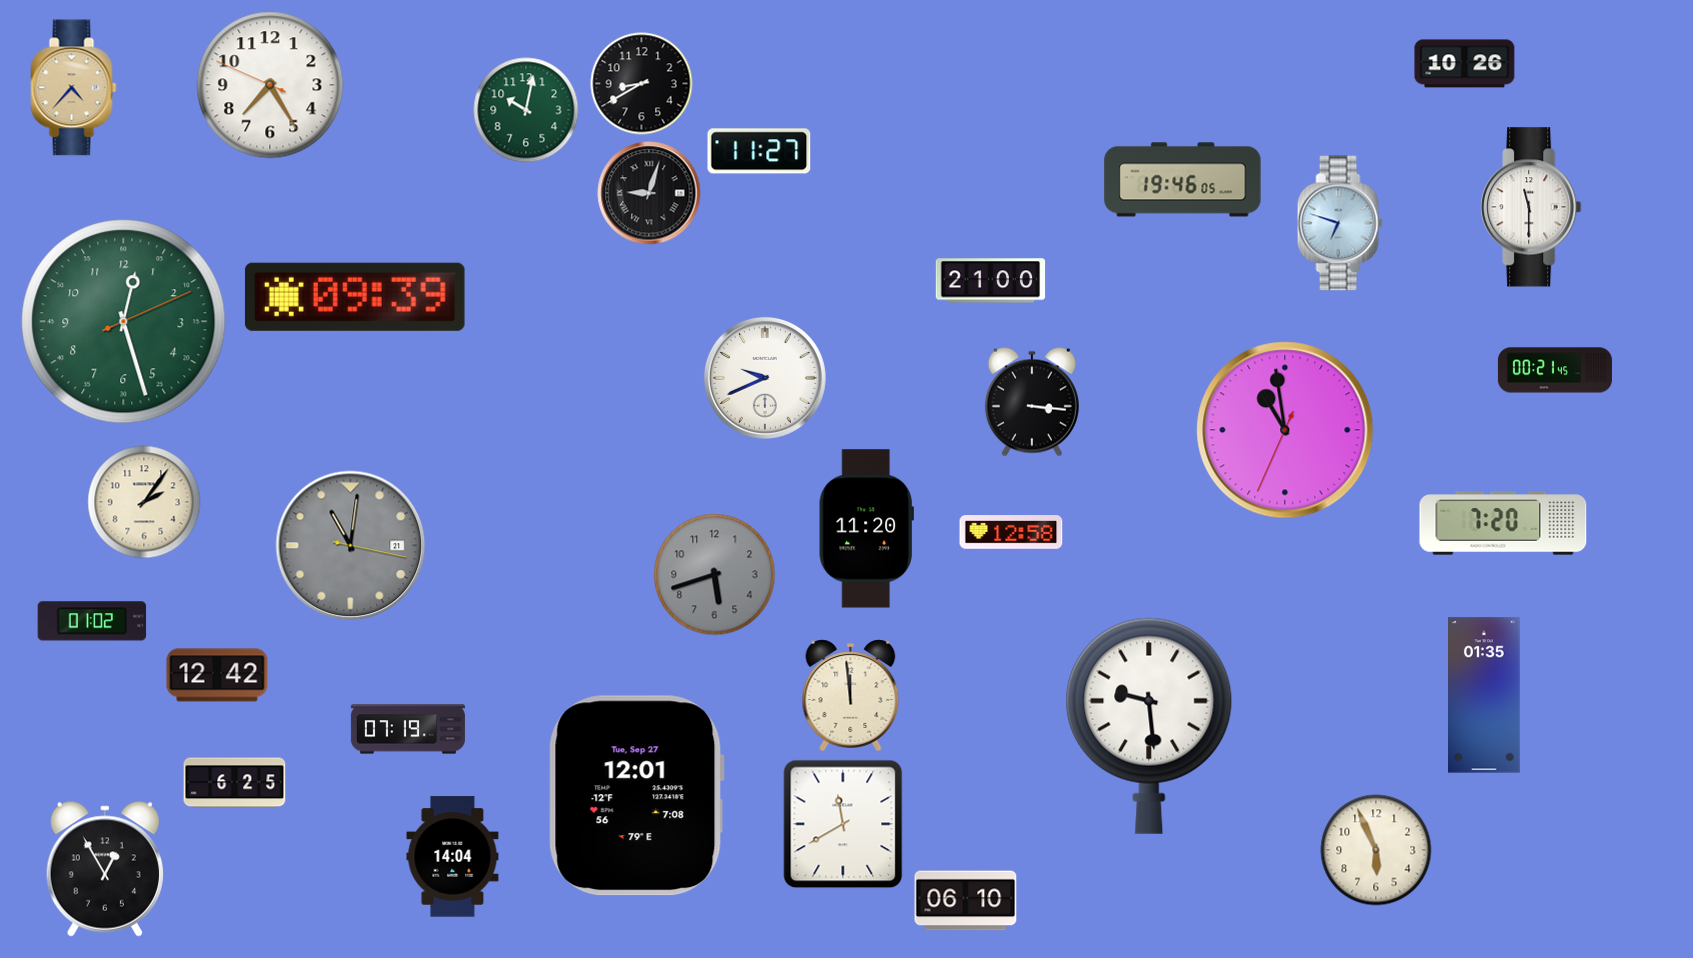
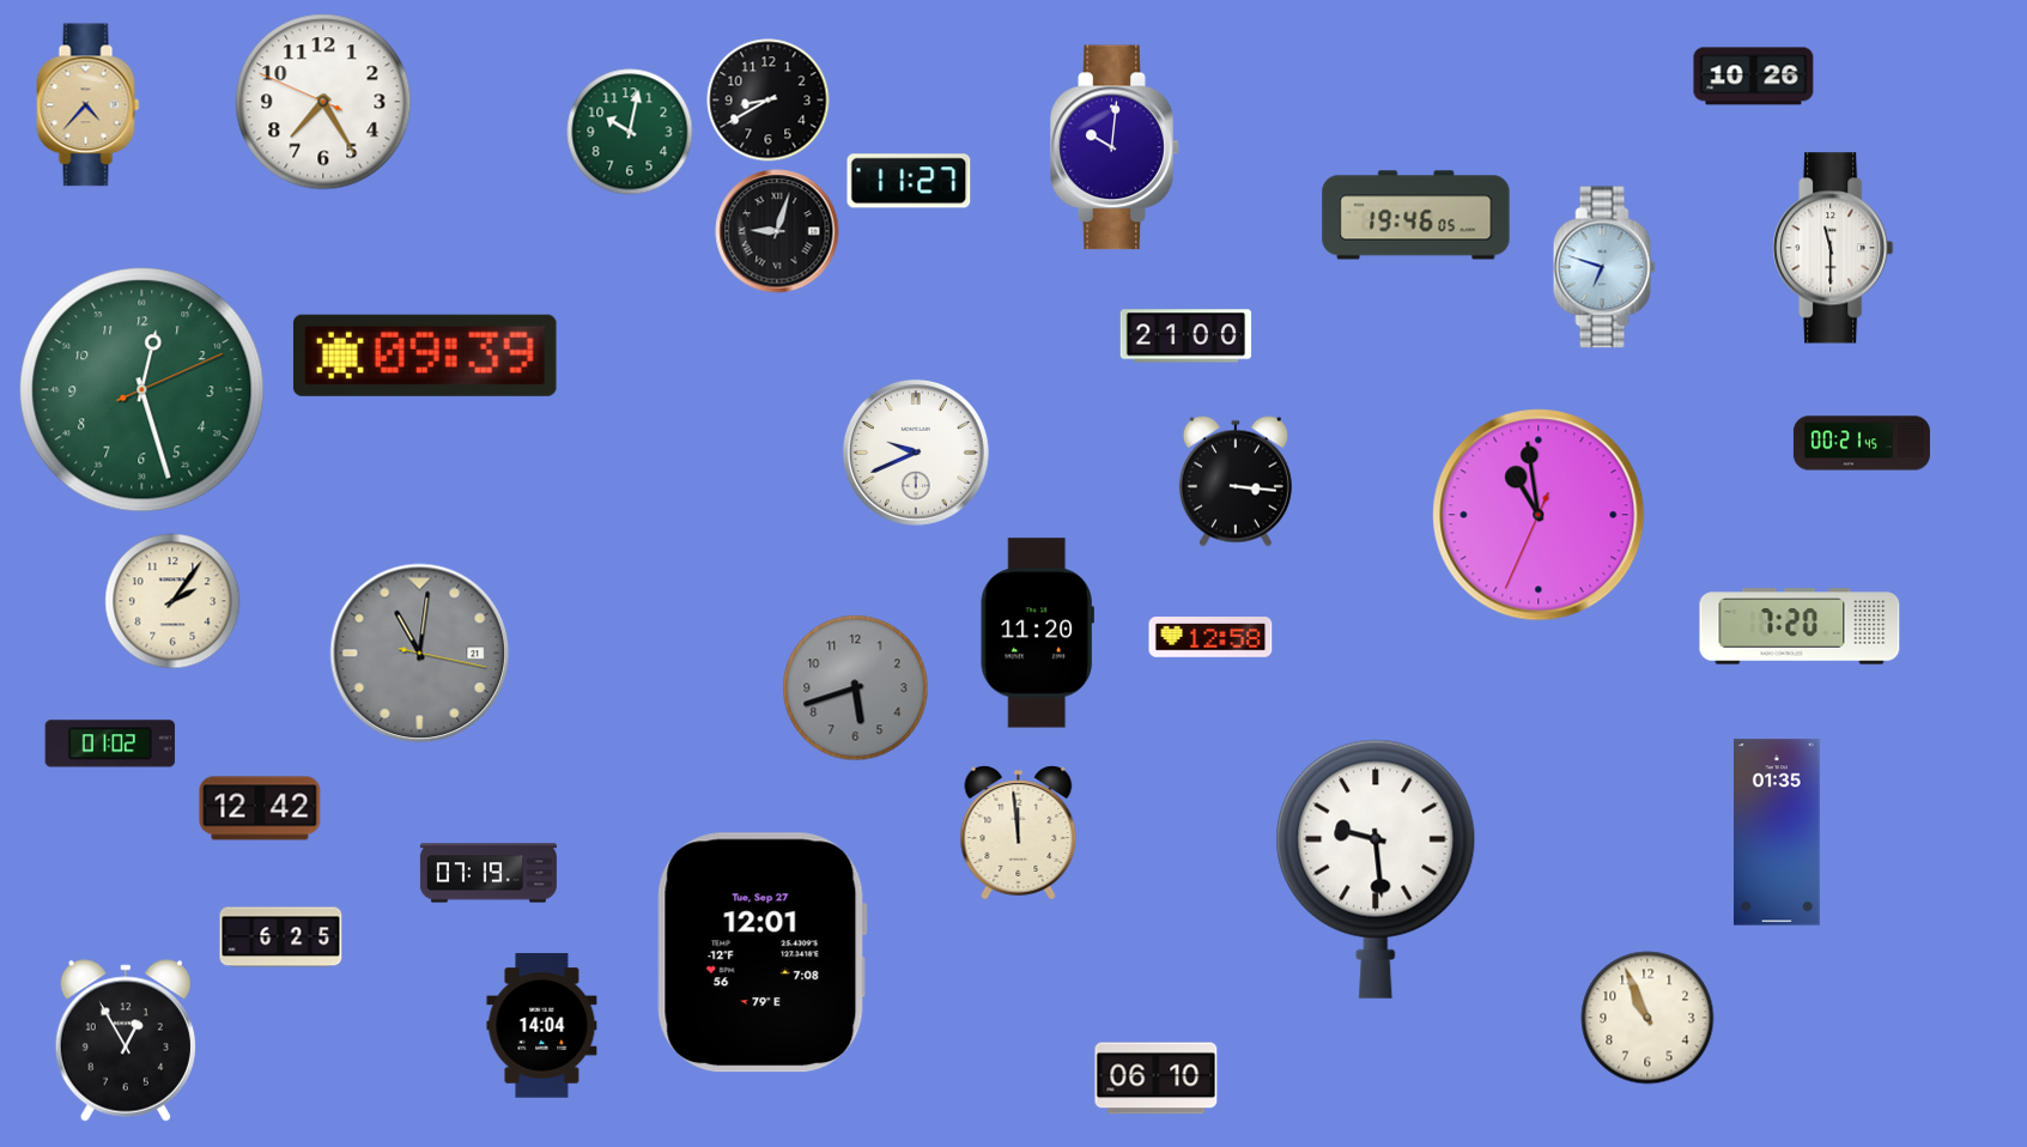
clock at (1115, 147): none -> 10:01
clock at (124, 322) position: (124, 322) -> (142, 390)
clock at (843, 824): 11:40 -> none
clock at (1376, 850): 5:56 -> 10:56
